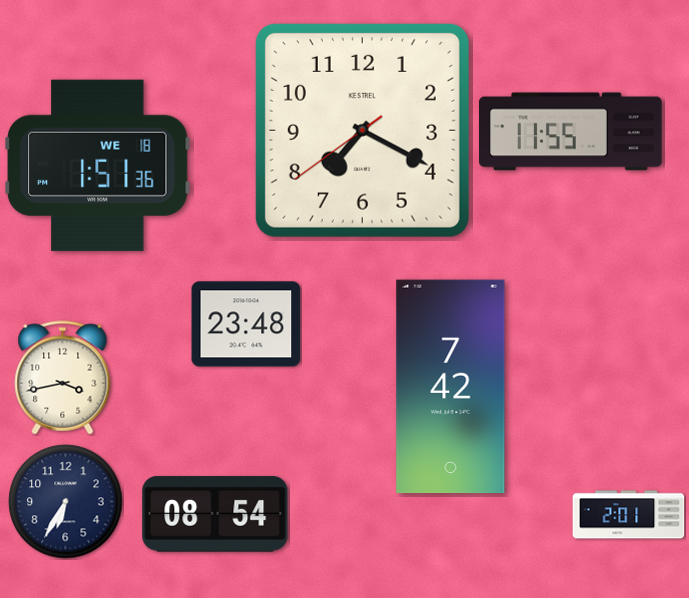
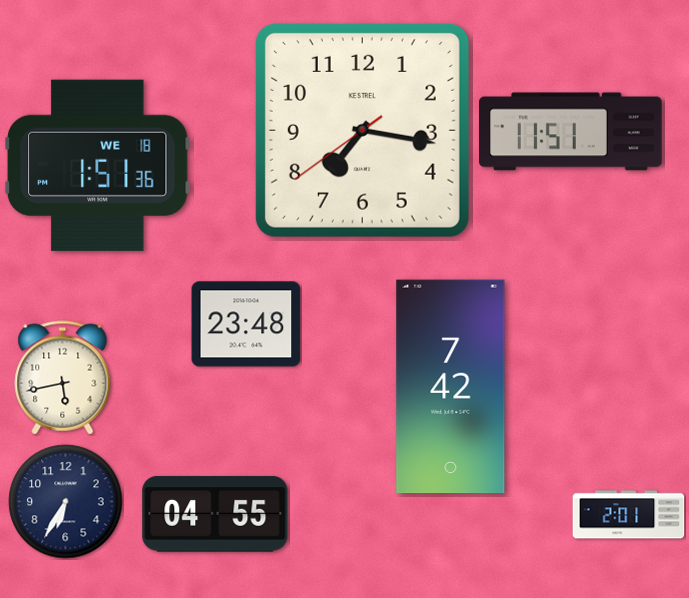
clock at (362, 130): 7:19 -> 7:16
clock at (571, 132): 11:55 -> 11:51
clock at (63, 378): 3:43 -> 5:43
clock at (215, 514): 08:54 -> 04:55
